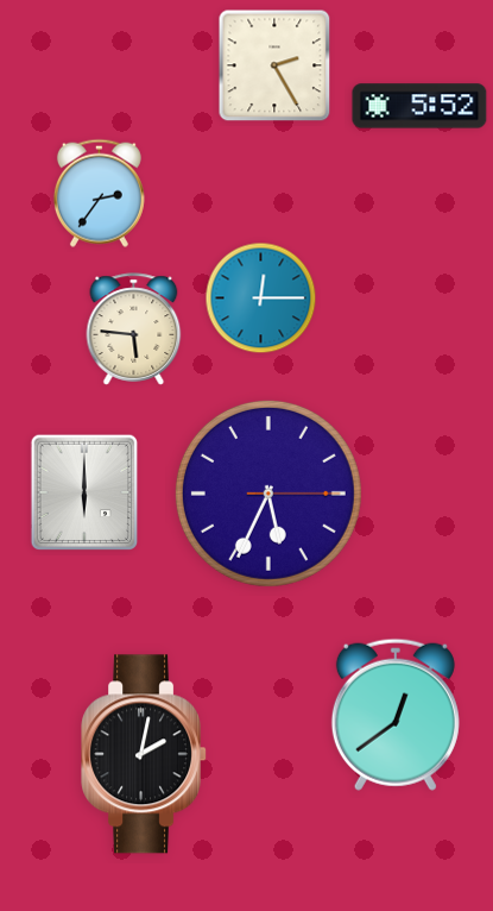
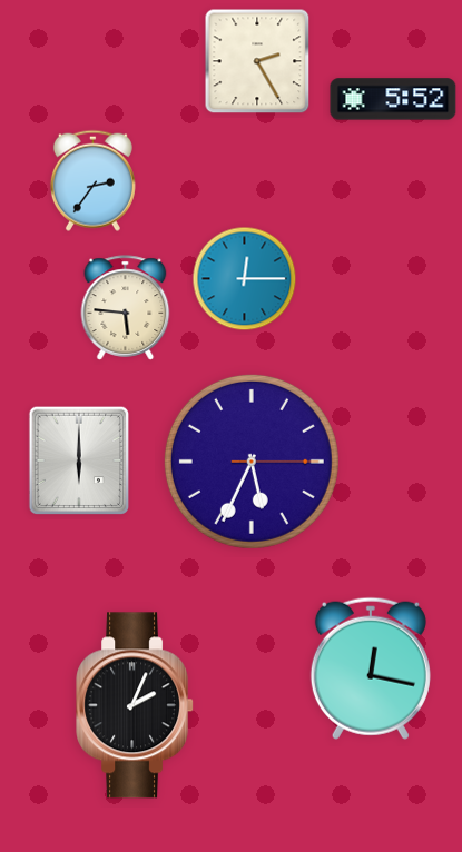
clock at (396, 715): 12:39 -> 12:17
clock at (145, 754): 2:02 -> 2:04
